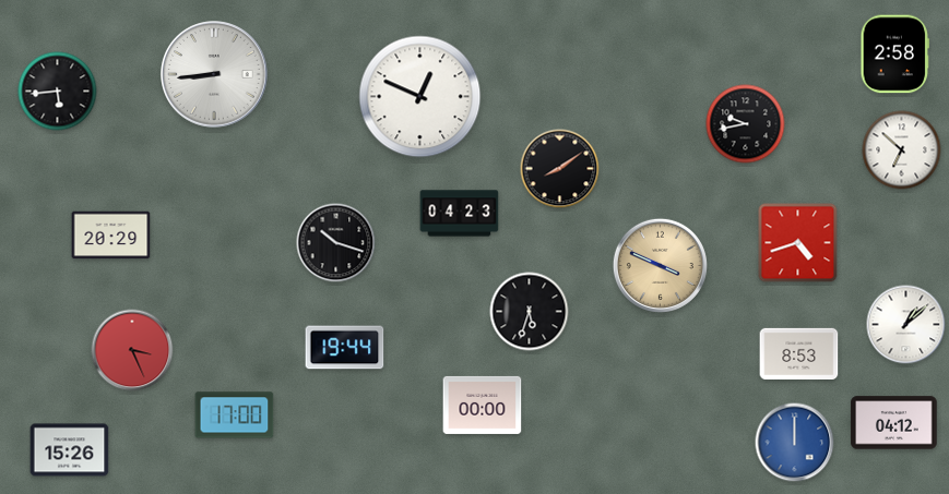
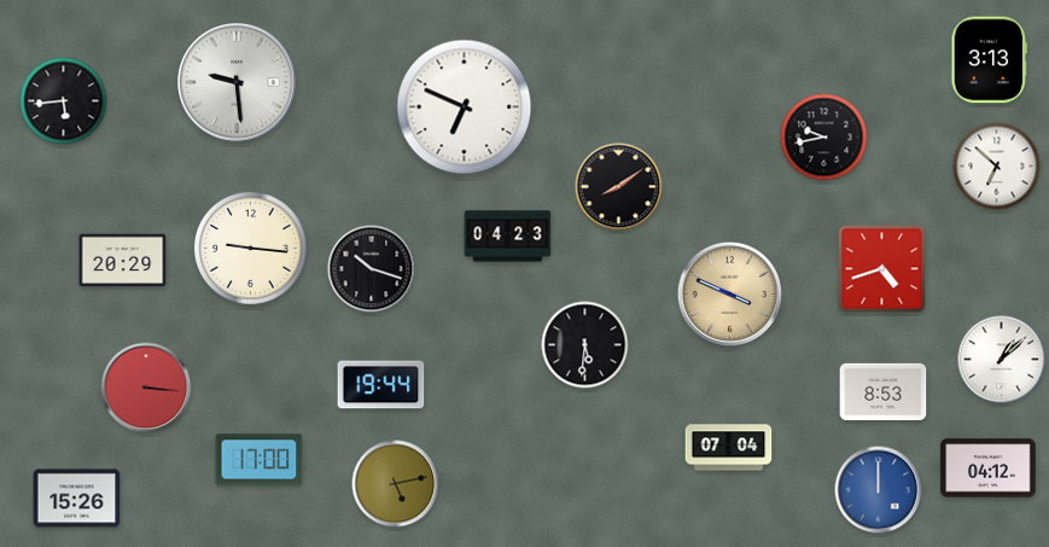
clock at (895, 55): 2:58 -> 3:13
clock at (214, 74): 8:44 -> 9:29
clock at (420, 97): 12:49 -> 6:49
clock at (251, 249): none -> 9:16
clock at (530, 312): 5:33 -> 5:31
clock at (132, 350): 3:26 -> 3:16
clock at (483, 405): 00:00 -> none
clock at (729, 448): none -> 07:04
clock at (396, 484): none -> 5:13
